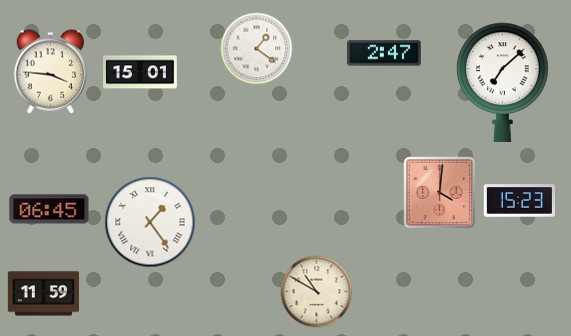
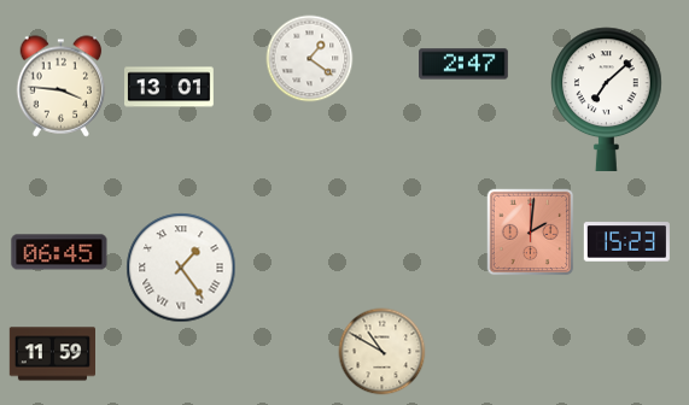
clock at (140, 72): 15:01 -> 13:01
clock at (440, 193): 4:01 -> 2:01
